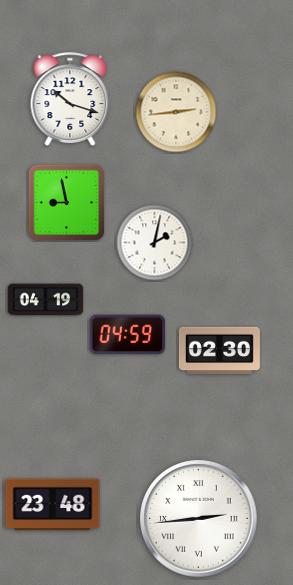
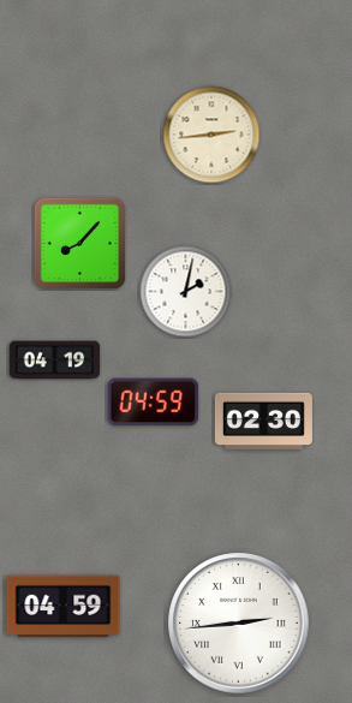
clock at (70, 99): 10:18 -> none
clock at (66, 202): 8:58 -> 8:07
clock at (53, 505): 23:48 -> 04:59
